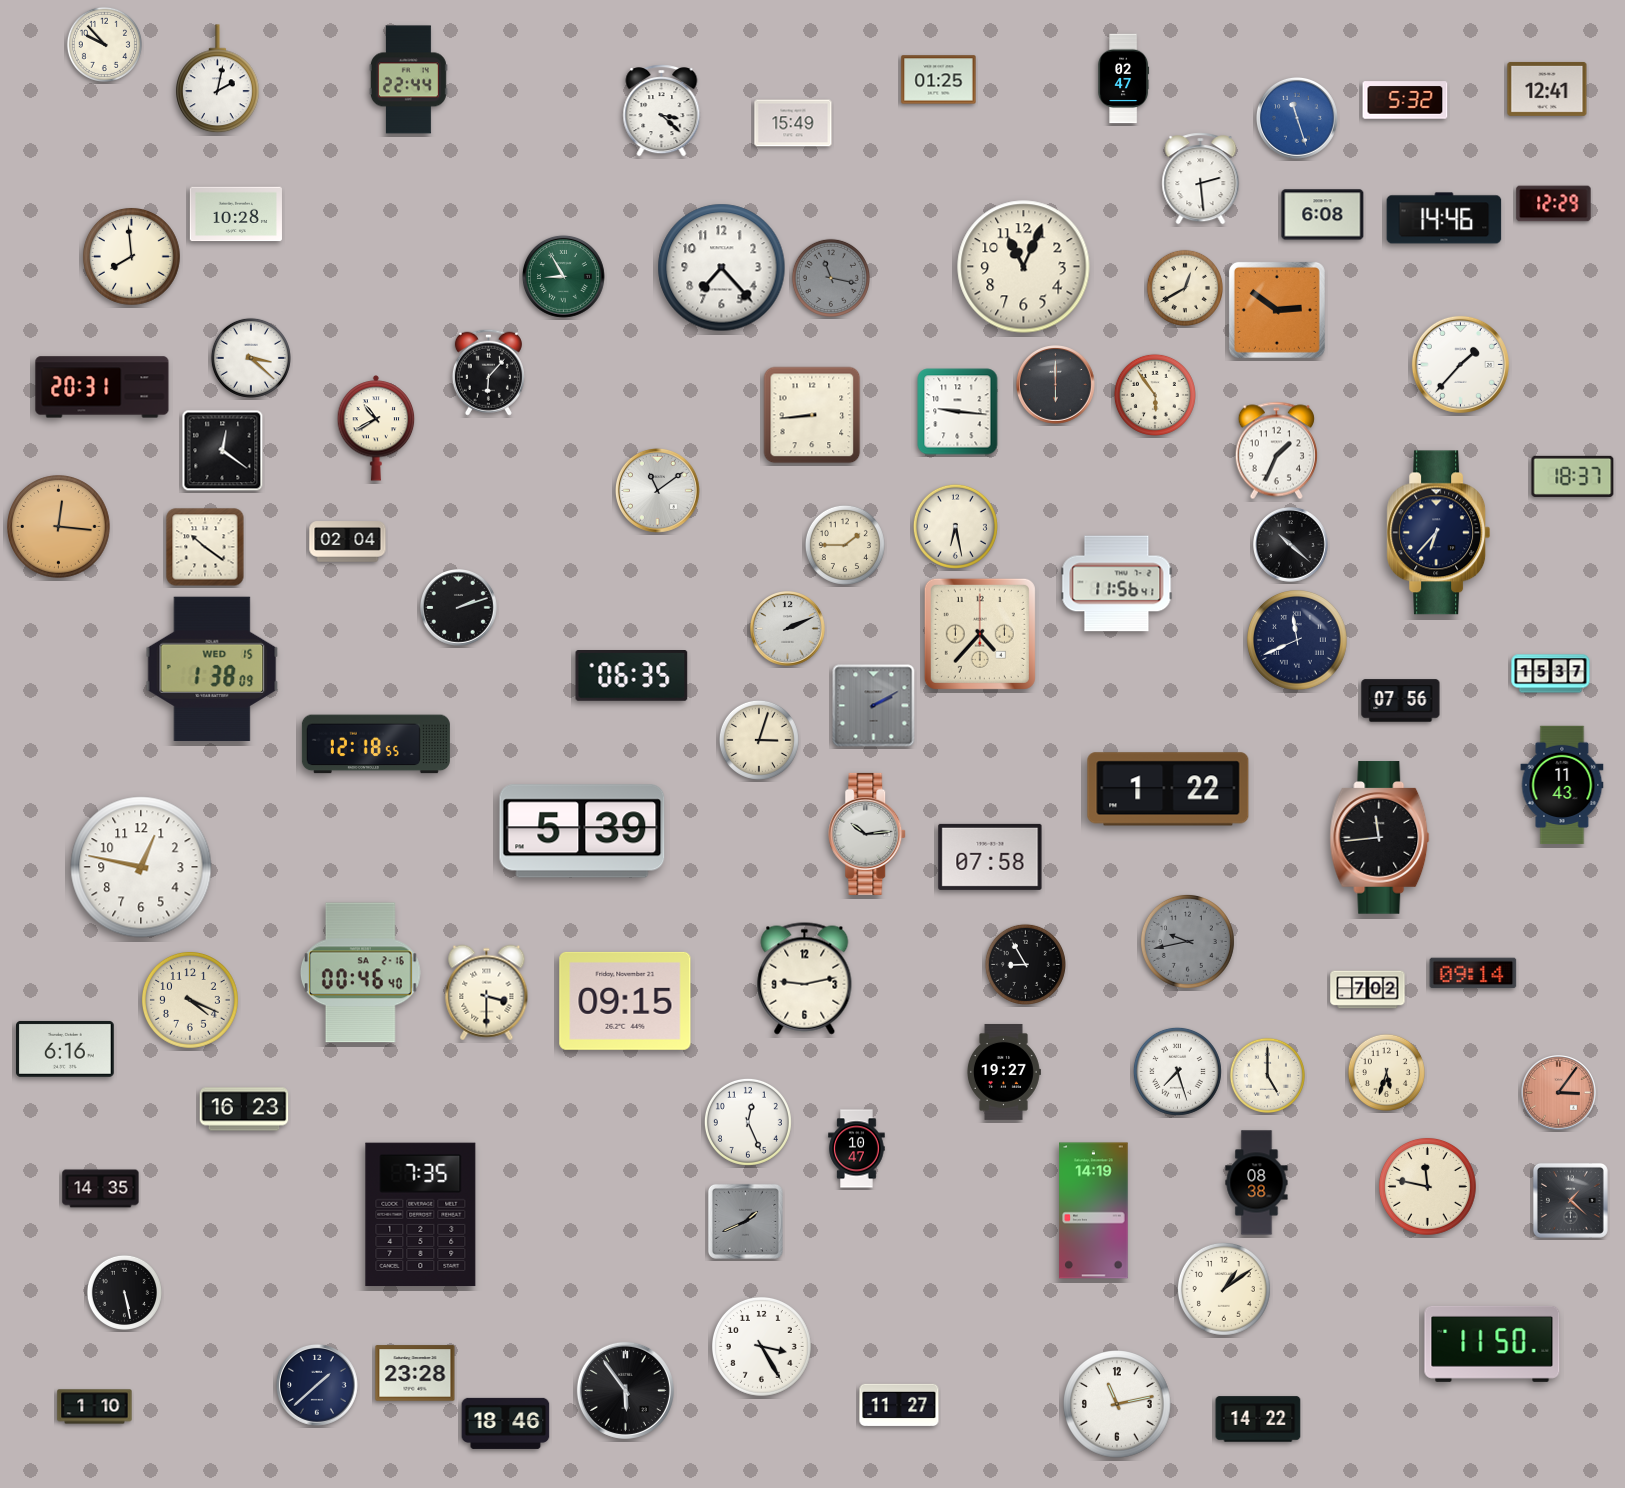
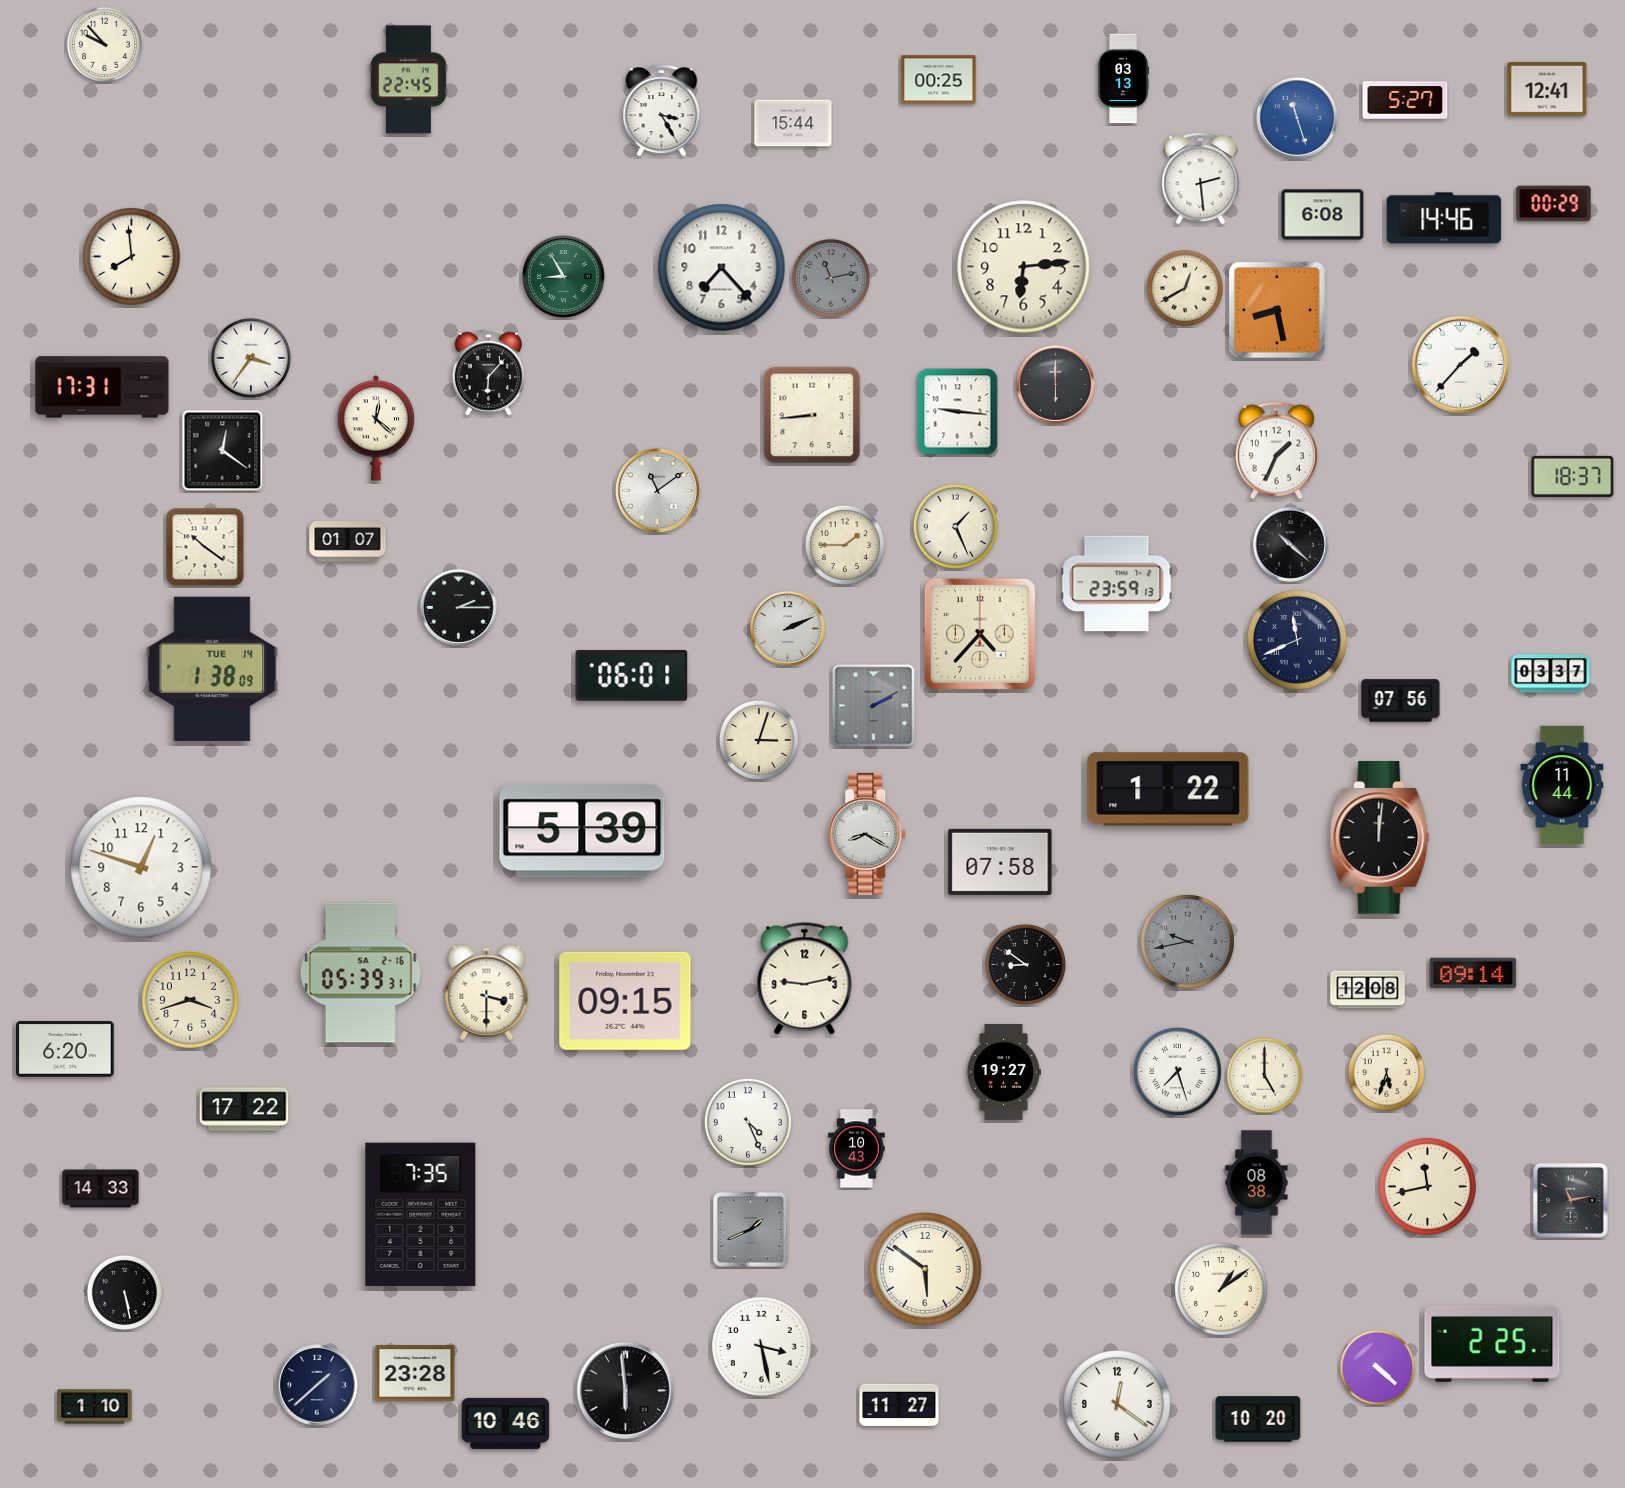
clock at (218, 79): 2:02 -> none
clock at (1124, 79): 02:47 -> 03:13
clock at (408, 80): 22:44 -> 22:45
clock at (939, 80): 01:25 -> 00:25
clock at (1405, 100): 5:32 -> 5:27
clock at (662, 111): 3:22 -> 3:25
clock at (793, 123): 15:49 -> 15:44
clock at (1554, 204): 12:29 -> 00:29
clock at (236, 214): 10:28 -> none
clock at (1024, 267): 11:04 -> 6:14
clock at (831, 278): 11:17 -> 11:13
clock at (1277, 310): 2:51 -> 8:28
clock at (251, 358): 3:22 -> 3:36
clock at (102, 387): 20:31 -> 17:31
clock at (1155, 395): 5:54 -> none
clock at (376, 428): 10:40 -> 12:22
clock at (955, 526): 6:28 -> 1:26
clock at (59, 527): 12:16 -> none
clock at (1439, 533): 6:37 -> none
clock at (348, 542): 02:04 -> 01:07
clock at (1117, 584): 11:56 -> 23:59
clock at (459, 608): 2:12 -> 2:15
clock at (212, 668) date: WED 15 -> TUE 14
clock at (1551, 674): 15:37 -> 03:37
clock at (632, 676): 06:35 -> 06:01
clock at (376, 744): 12:18 -> none
clock at (1562, 785): 11:43 -> 11:44
clock at (868, 834): 10:14 -> 8:20
clock at (1380, 838): 11:44 -> 12:01
clock at (990, 857) position: (990, 857) -> (1000, 862)
clock at (141, 867): 12:47 -> 12:48
clock at (1025, 964): 8:55 -> 8:51
clock at (360, 973): 00:46 -> 05:39
clock at (1368, 990): 7:02 -> 12:08
clock at (190, 1000): 4:19 -> 3:42
clock at (66, 1049): 6:16 -> 6:20
clock at (1267, 1075) position: (1267, 1075) -> (1264, 1075)
clock at (1559, 1093): 3:06 -> none
clock at (244, 1109): 16:23 -> 17:22
clock at (748, 1122): 12:26 -> 4:26
clock at (857, 1149): 10:47 -> 10:43
clock at (1427, 1186): 11:47 -> 11:43
clock at (101, 1189): 14:35 -> 14:33
clock at (1570, 1200): 1:22 -> 11:13
clock at (1094, 1211): 14:19 -> none
clock at (745, 1221) position: (745, 1221) -> (750, 1229)
clock at (925, 1269): none -> 5:51
clock at (1224, 1289) position: (1224, 1289) -> (1221, 1289)
clock at (1492, 1344): 11:50 -> 2:25
clock at (762, 1347): 3:25 -> 3:28
clock at (1377, 1367): none -> 4:22
clock at (625, 1390): 5:54 -> 5:59
clock at (1117, 1404): 11:13 -> 12:21
clock at (1258, 1419): 14:22 -> 10:20
clock at (506, 1423): 18:46 -> 10:46
